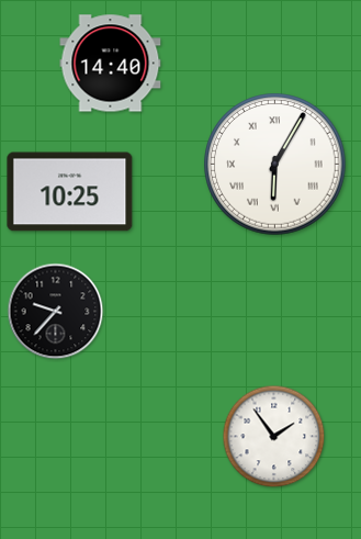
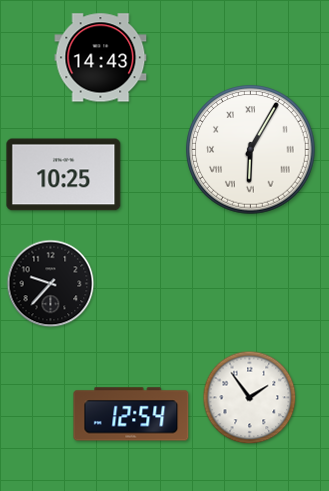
clock at (111, 64): 14:40 -> 14:43
clock at (131, 414): none -> 12:54
